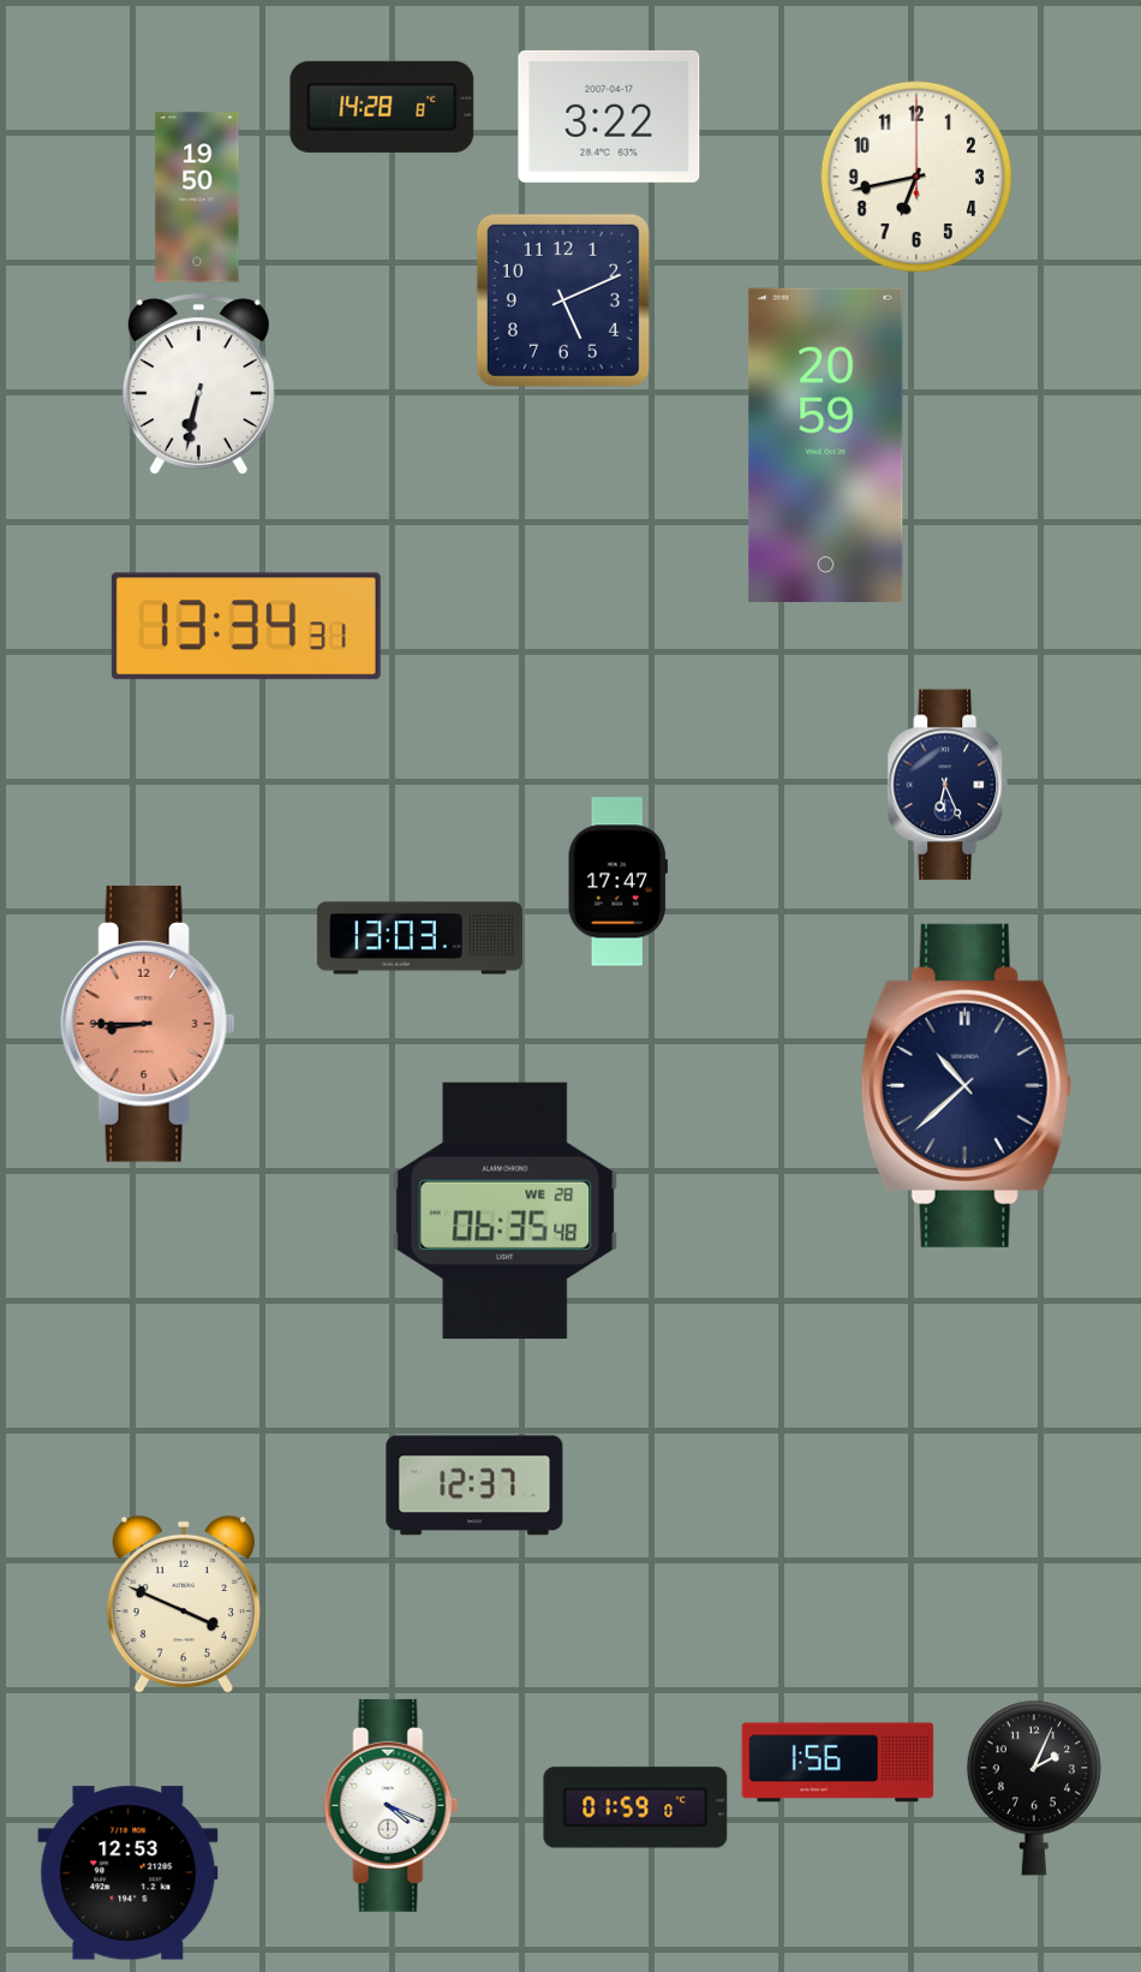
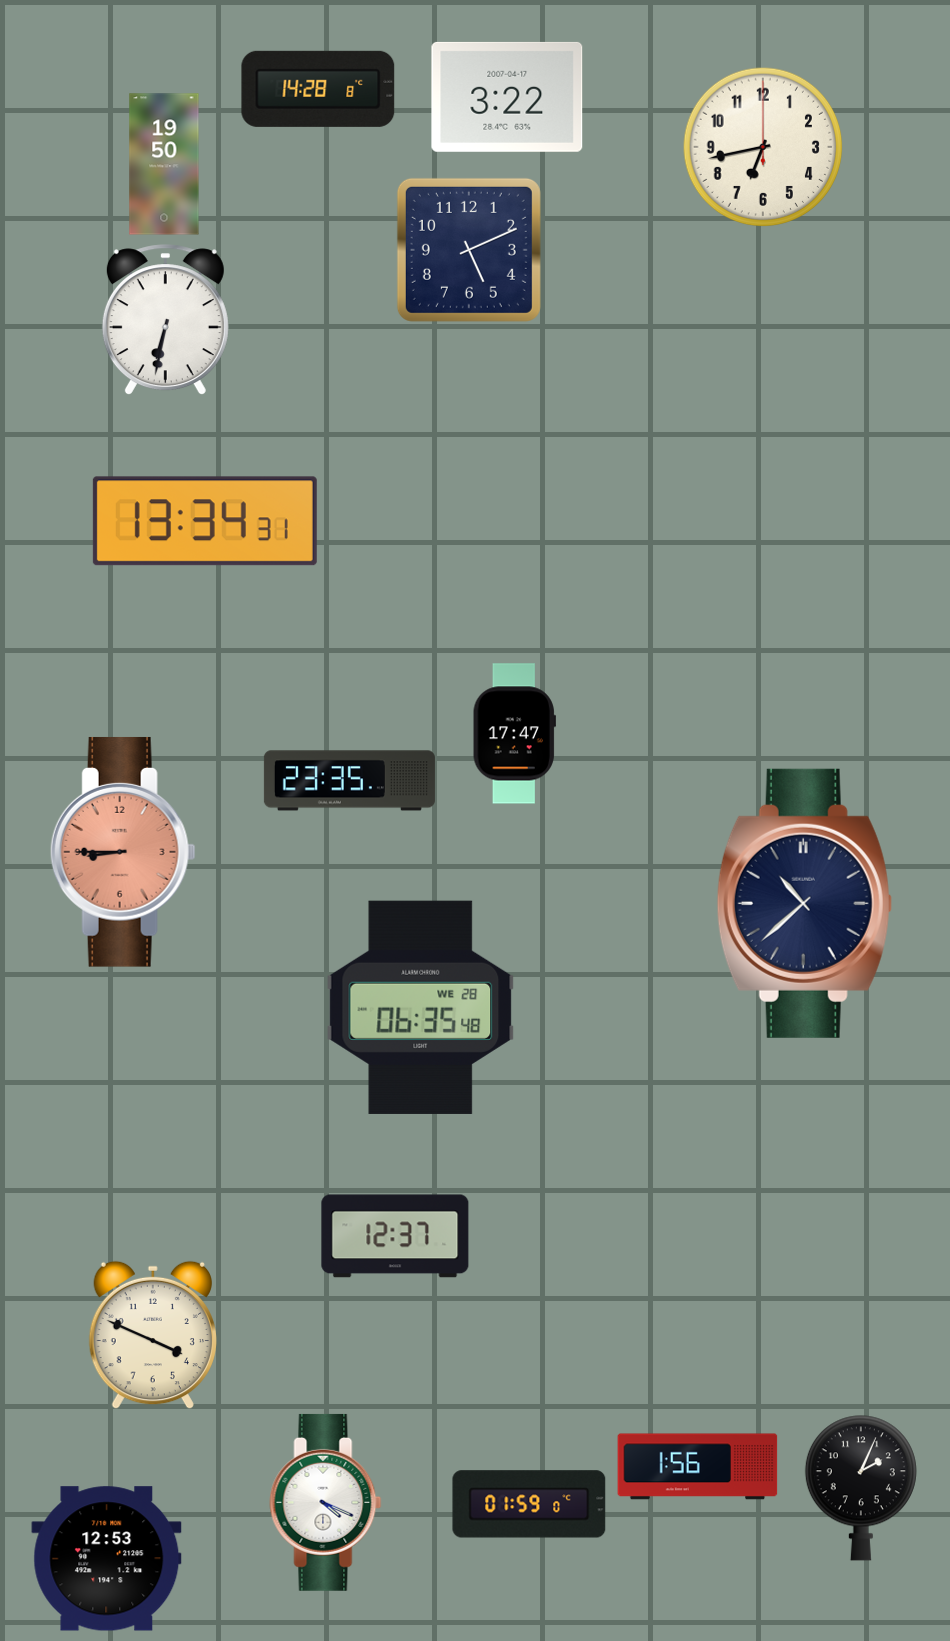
clock at (826, 445): 20:59 -> none
clock at (948, 785): 6:26 -> none
clock at (419, 939): 13:03 -> 23:35
